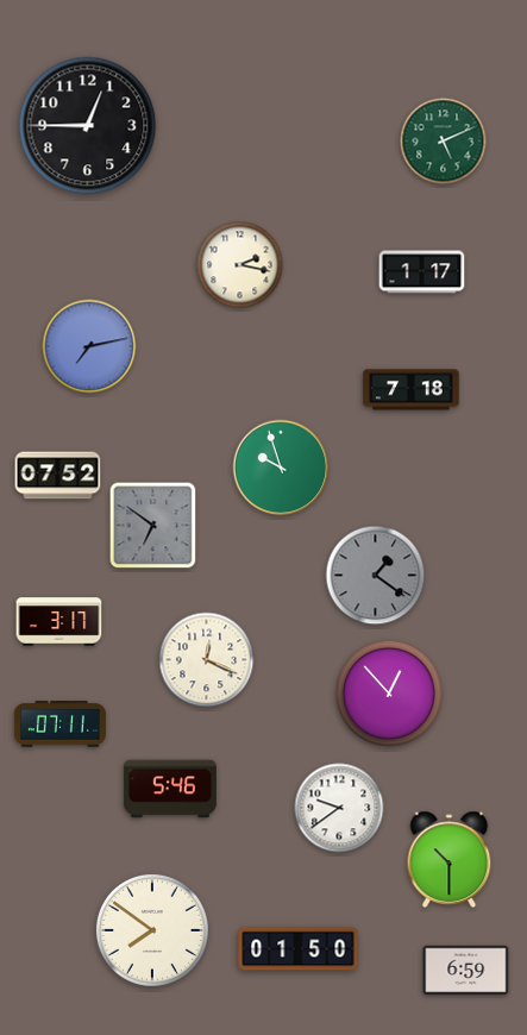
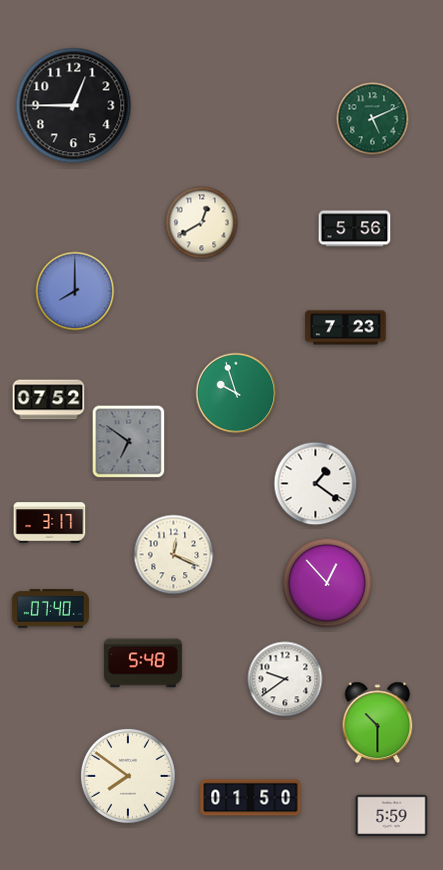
clock at (240, 265): 2:17 -> 12:40
clock at (422, 272): 1:17 -> 5:56
clock at (89, 346): 7:13 -> 8:00
clock at (412, 390): 7:18 -> 7:23
clock at (376, 576) dial: grey -> white
clock at (59, 724): 07:11 -> 07:40
clock at (170, 789): 5:46 -> 5:48
clock at (152, 930) position: (152, 930) -> (128, 776)
clock at (466, 971): 6:59 -> 5:59
